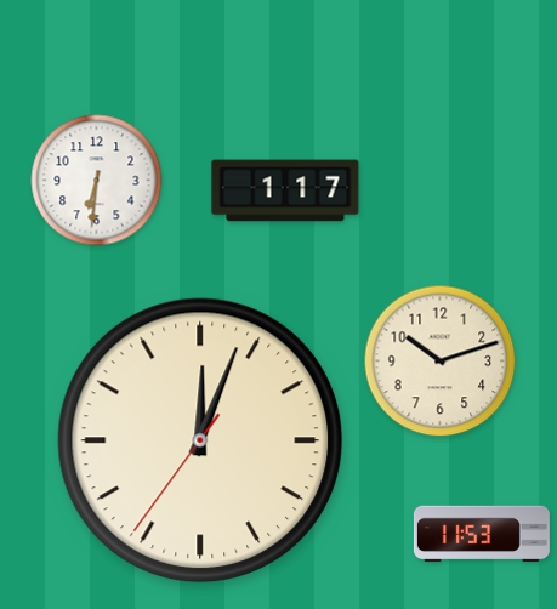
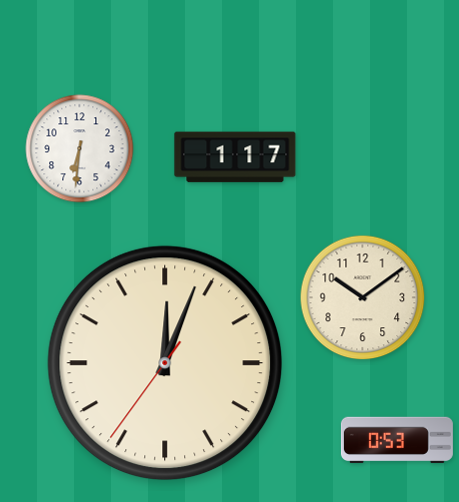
clock at (441, 362): 10:12 -> 10:09
clock at (482, 534): 11:53 -> 0:53
